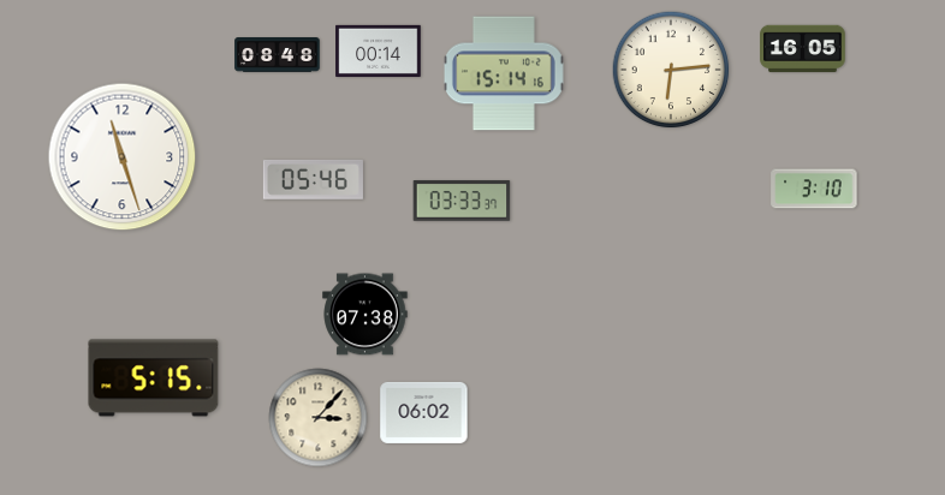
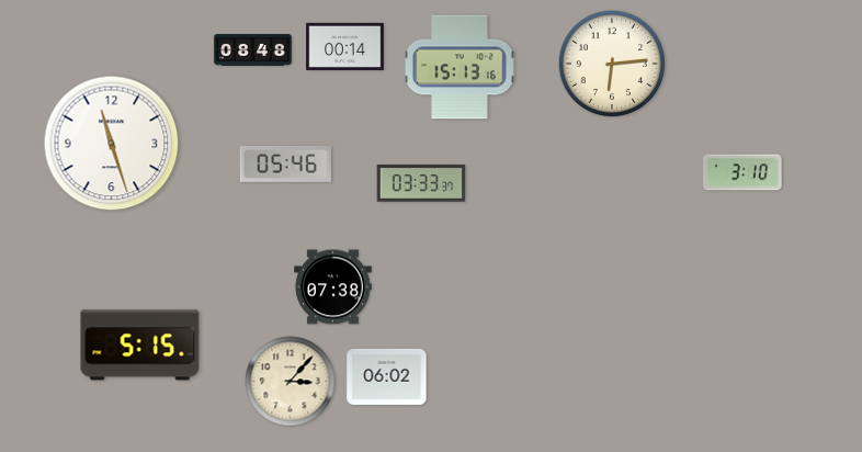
clock at (803, 49): 16:05 -> none
clock at (504, 73): 15:14 -> 15:13
